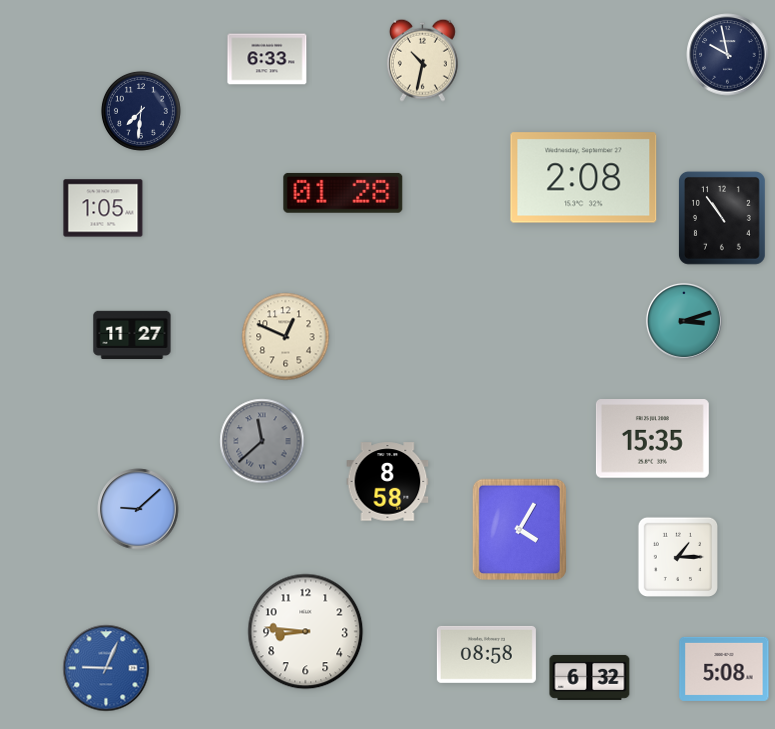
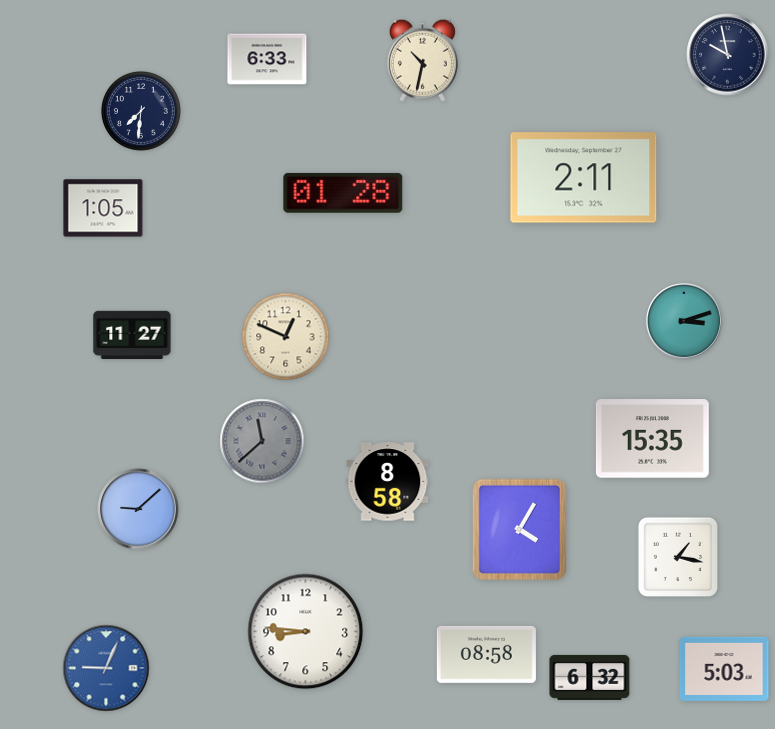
clock at (584, 178): 2:08 -> 2:11
clock at (722, 218): 10:54 -> none
clock at (677, 556): 1:15 -> 1:17
clock at (724, 669): 5:08 -> 5:03
